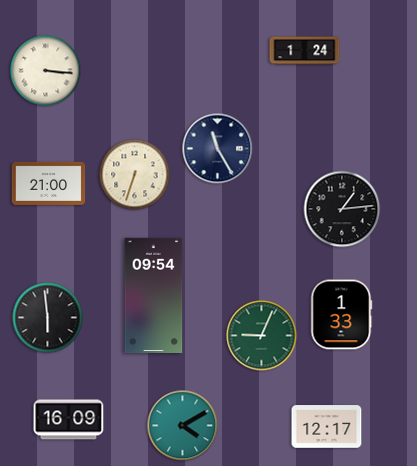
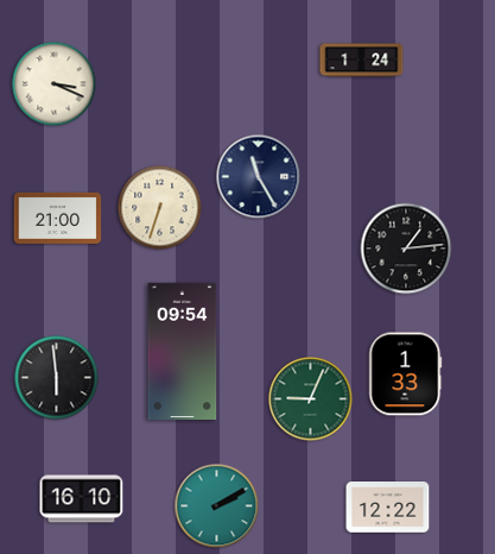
clock at (46, 71): 3:16 -> 3:19
clock at (69, 420): 16:09 -> 16:10
clock at (183, 426): 4:10 -> 2:10
clock at (327, 427): 12:17 -> 12:22
